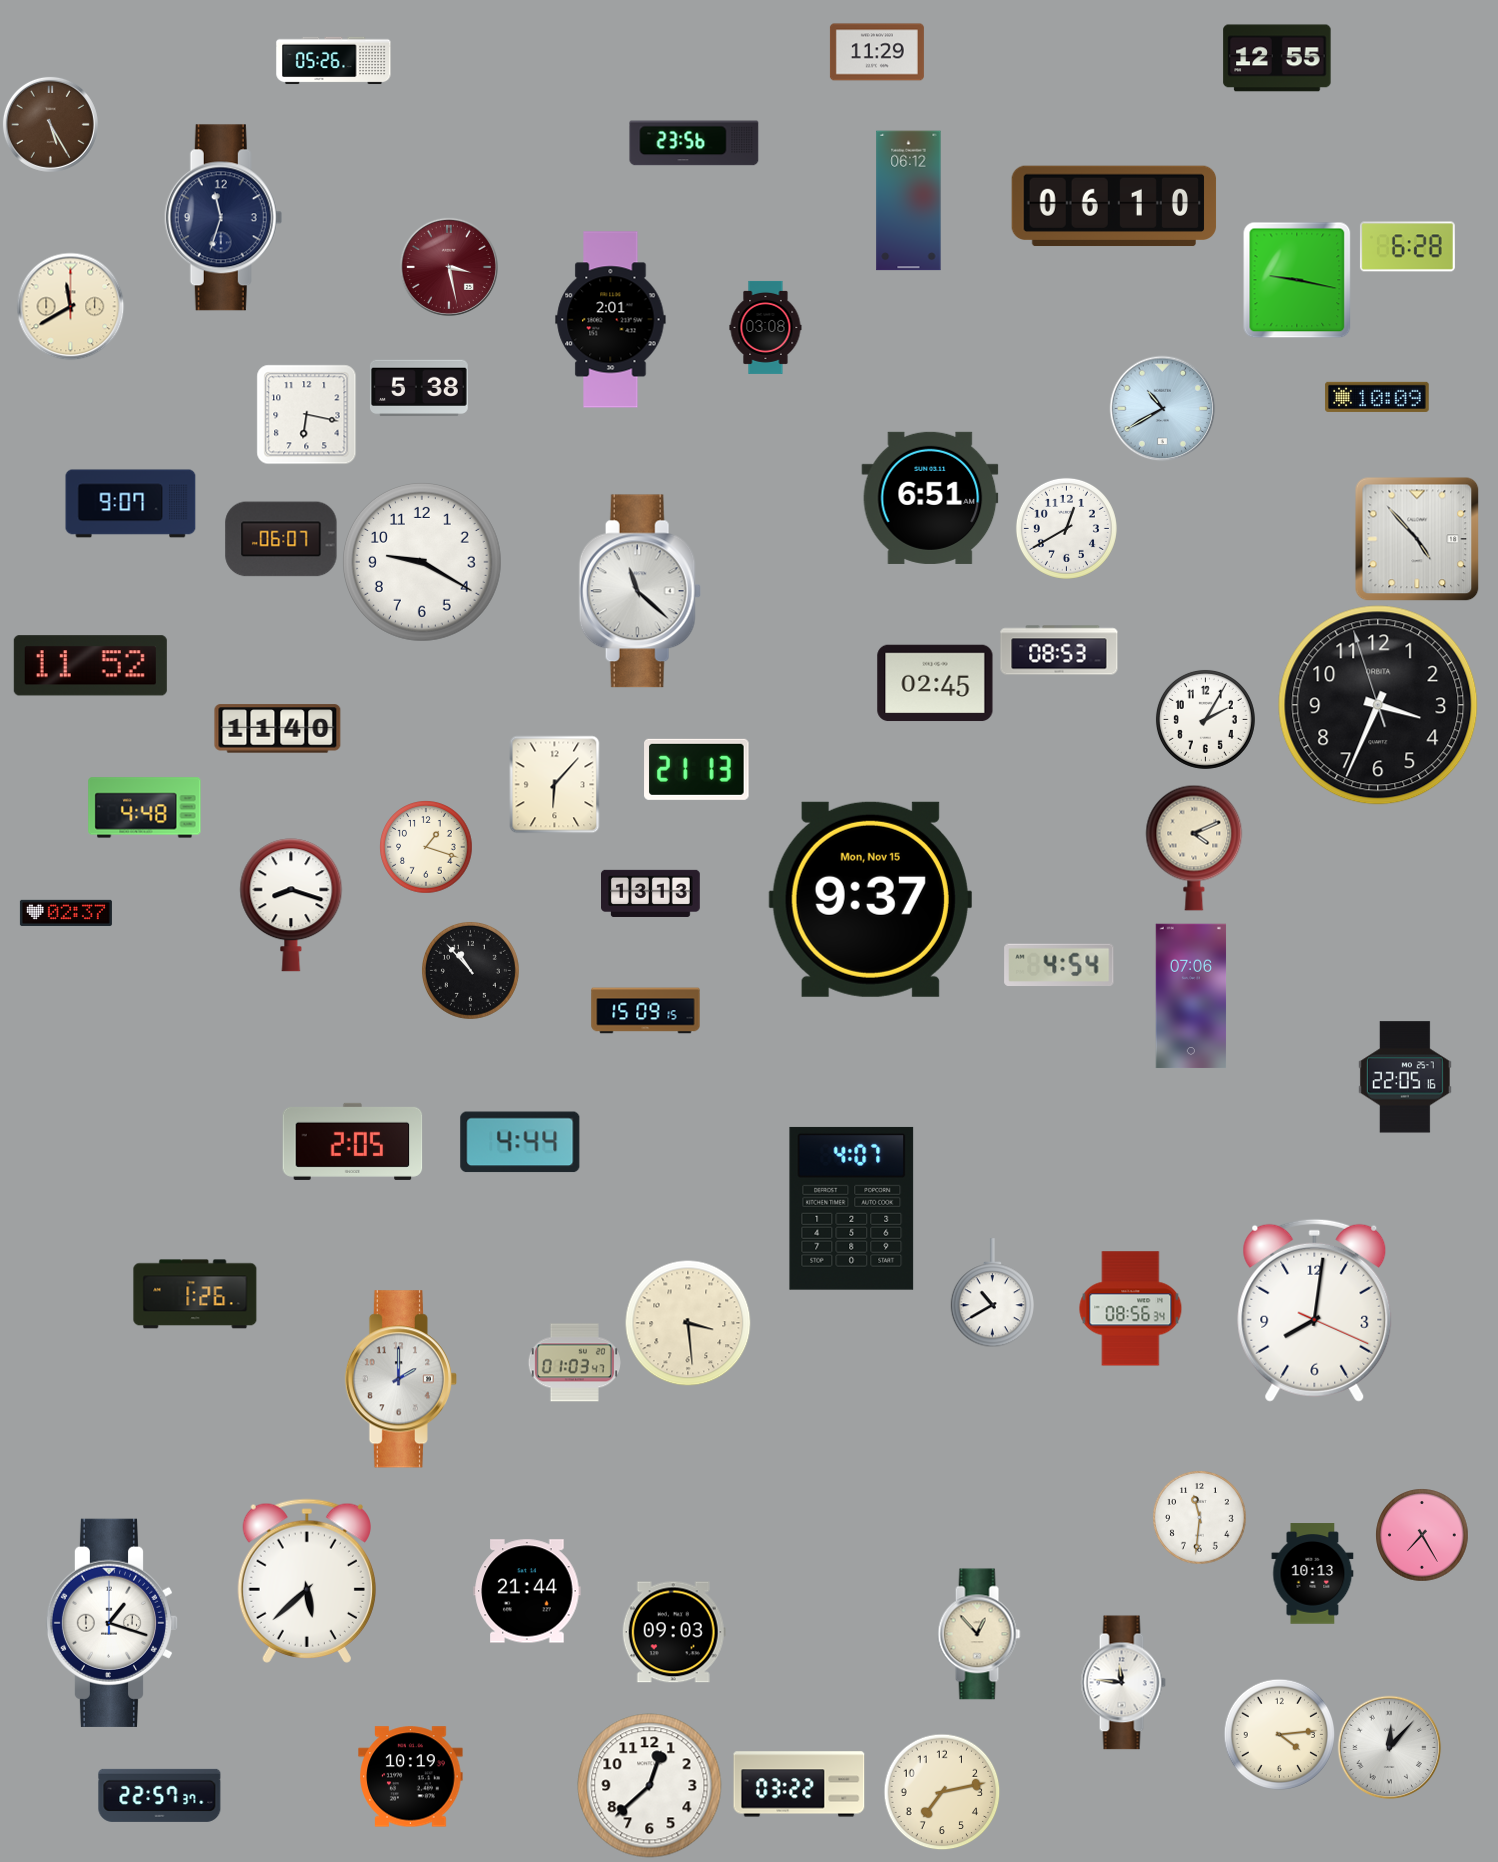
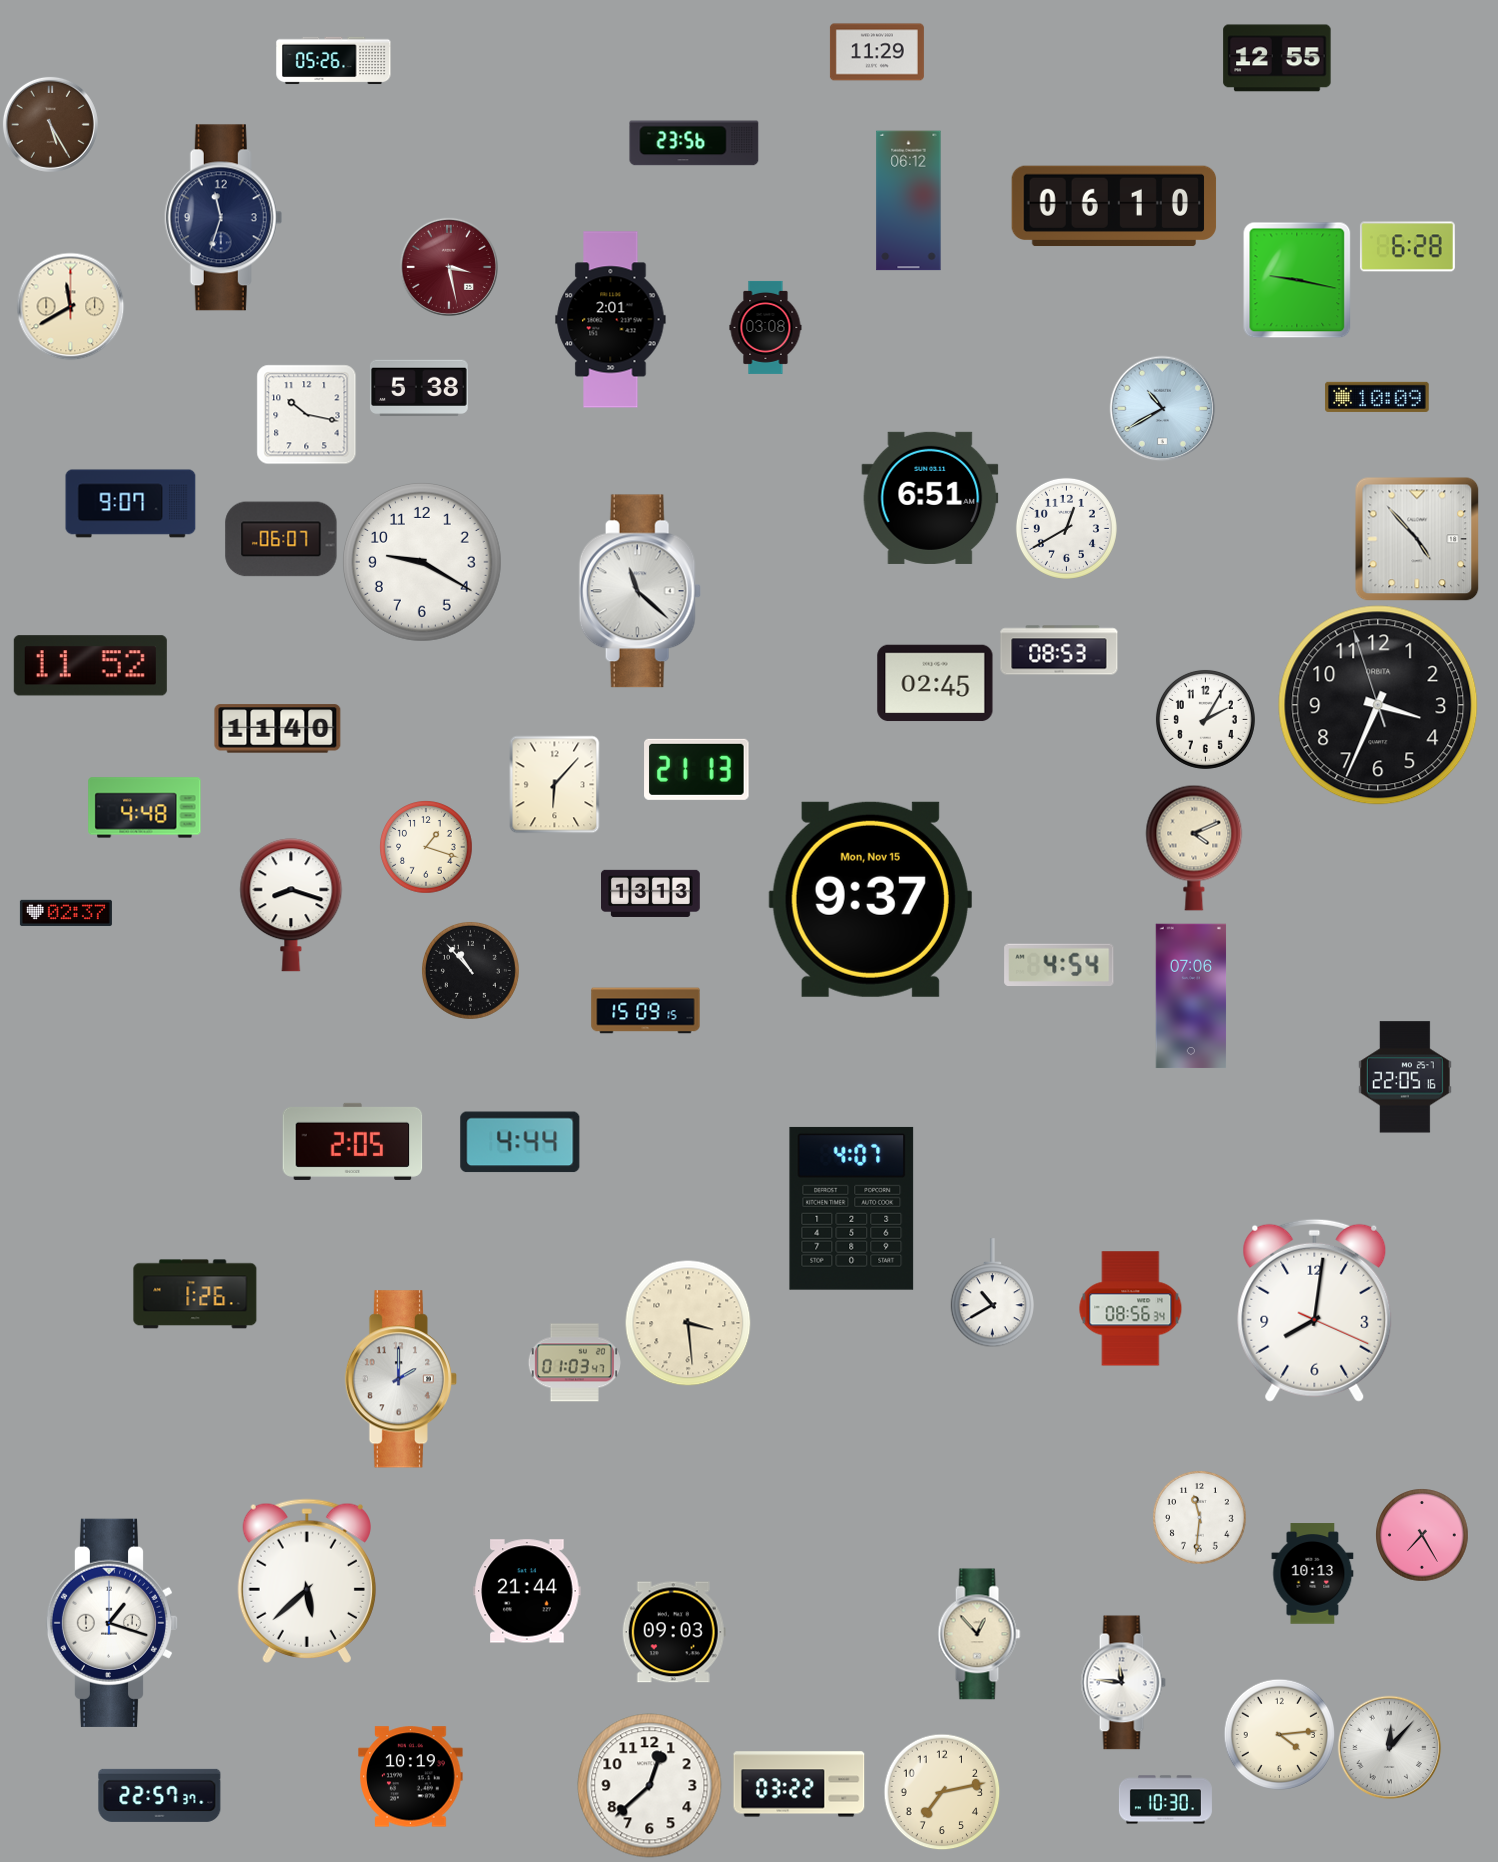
clock at (306, 414): 6:17 -> 10:17
clock at (1165, 1800): none -> 10:30
